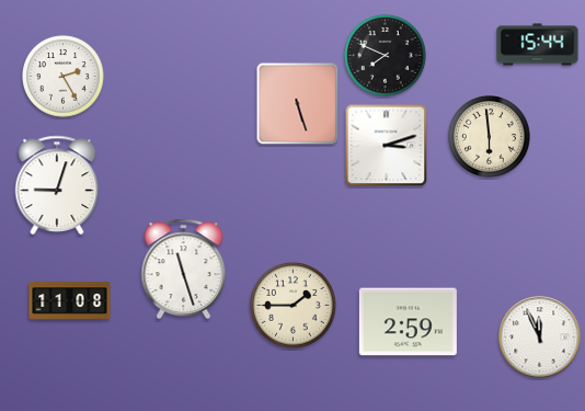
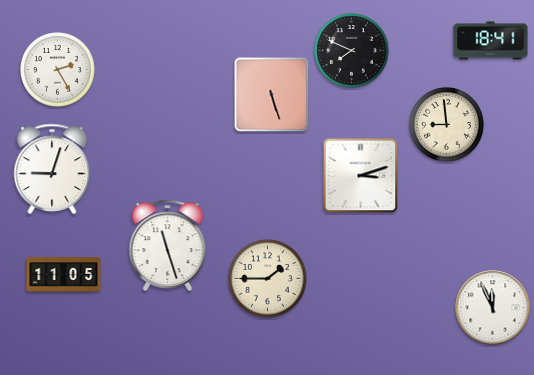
clock at (538, 45): 15:44 -> 18:41
clock at (490, 137): 5:59 -> 8:59
clock at (387, 146) position: (387, 146) -> (361, 176)
clock at (70, 301): 11:08 -> 11:05
clock at (408, 322): 2:59 -> none
